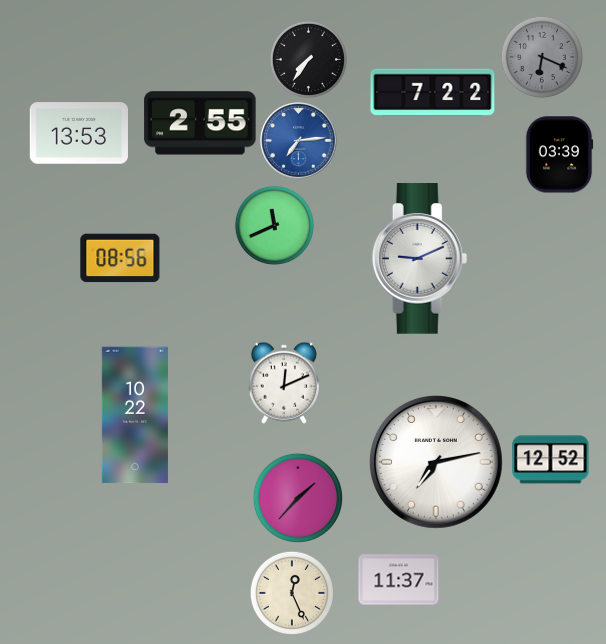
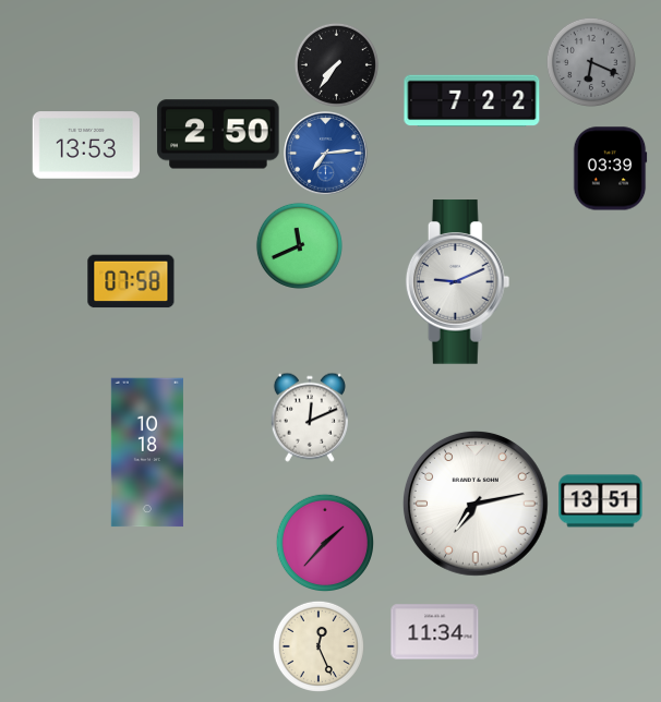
clock at (200, 123): 2:55 -> 2:50
clock at (120, 258): 08:56 -> 07:58
clock at (135, 415): 10:22 -> 10:18
clock at (551, 460): 12:52 -> 13:51
clock at (399, 580): 11:37 -> 11:34
